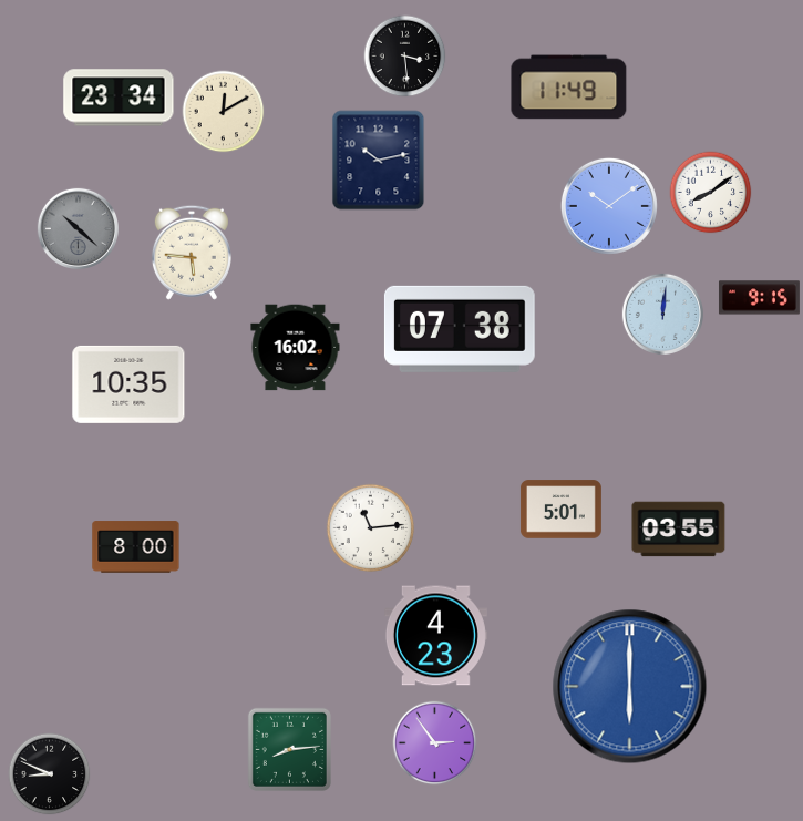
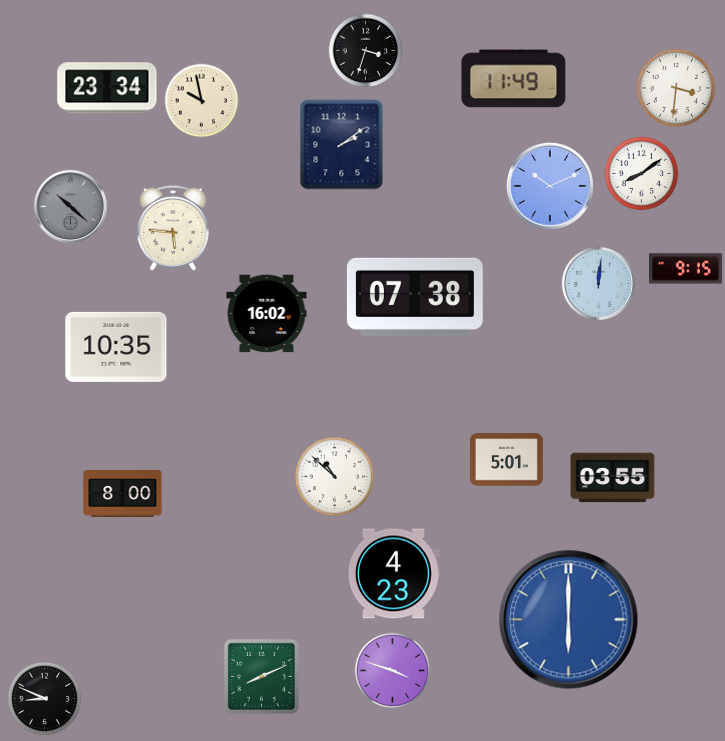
clock at (405, 57): 3:29 -> 3:33
clock at (676, 88): none -> 3:31
clock at (224, 112): 12:10 -> 9:58
clock at (379, 161): 10:13 -> 2:09
clock at (609, 206): 10:09 -> 10:11
clock at (371, 528): 11:14 -> 10:52
clock at (435, 743): 2:54 -> 3:48
clock at (289, 749): 8:14 -> 8:11
